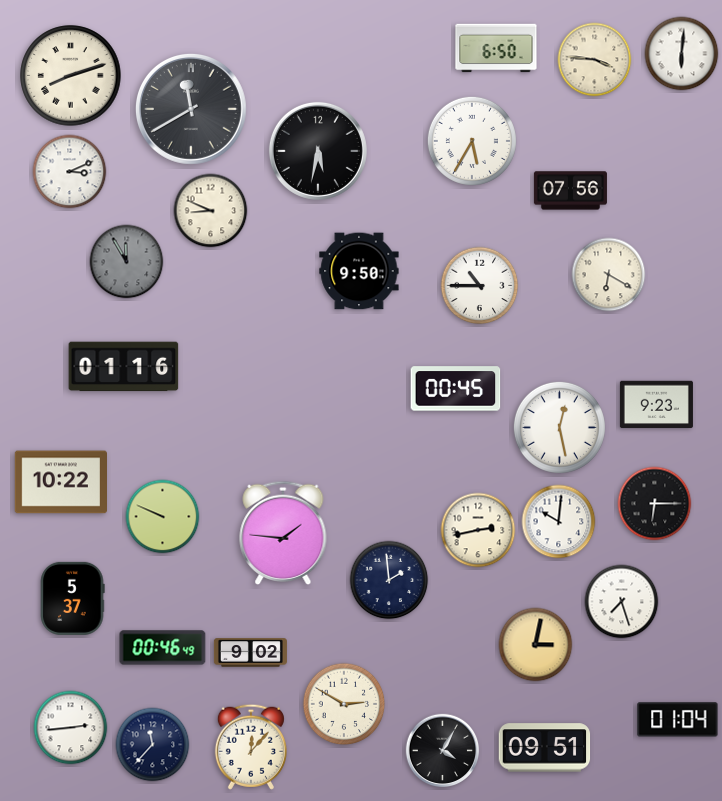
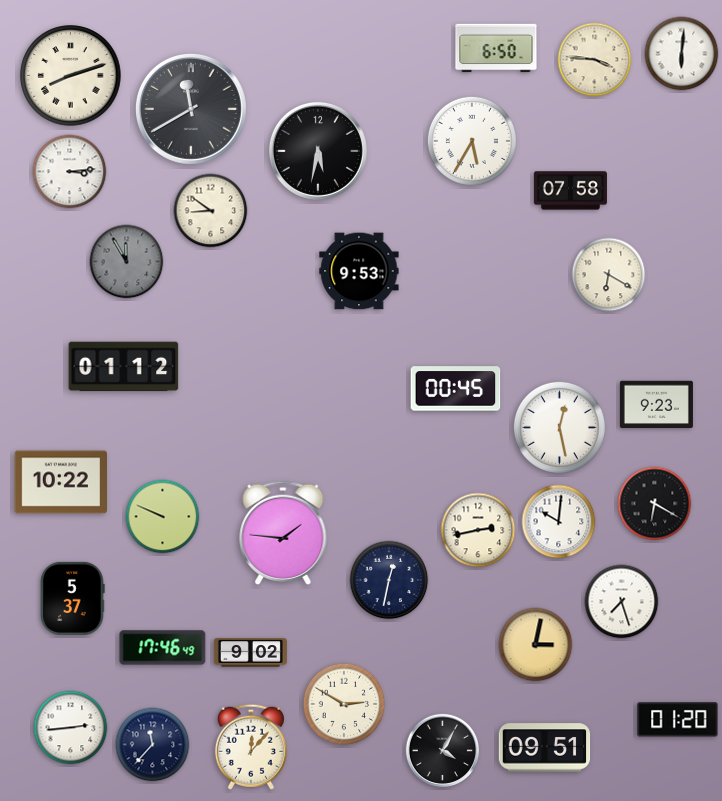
clock at (70, 172): 3:11 -> 3:14
clock at (570, 191): 07:56 -> 07:58
clock at (211, 211): 8:49 -> 8:51
clock at (359, 271): 9:50 -> 9:53
clock at (480, 286): 10:45 -> none
clock at (124, 367): 01:16 -> 01:12
clock at (655, 504): 6:15 -> 6:20
clock at (389, 580): 1:59 -> 12:32
clock at (163, 648): 00:46 -> 17:46
clock at (678, 720): 01:04 -> 01:20
